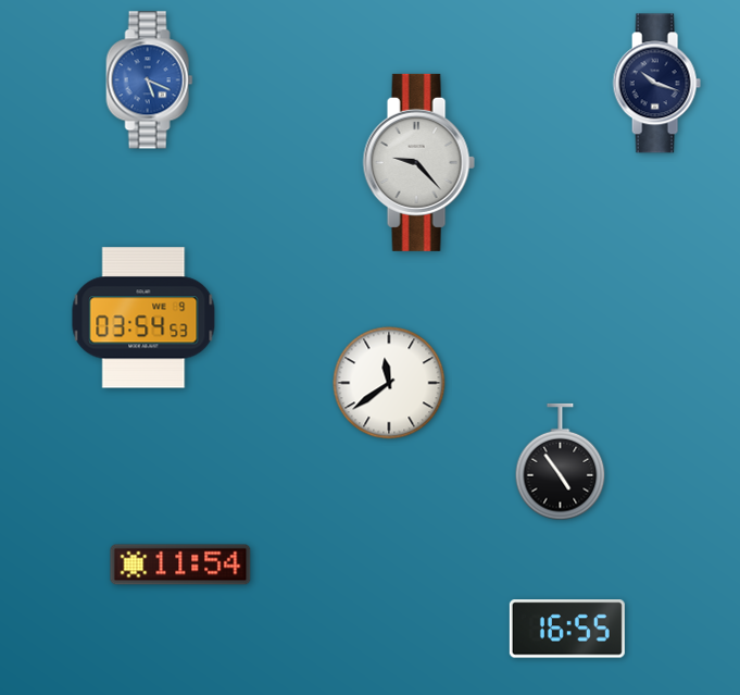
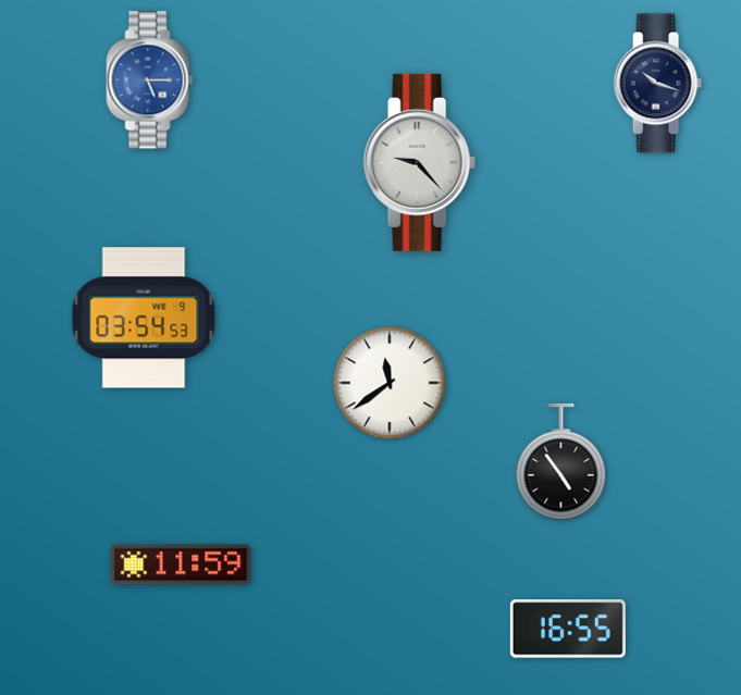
clock at (150, 80): 5:19 -> 5:15
clock at (180, 564): 11:54 -> 11:59
